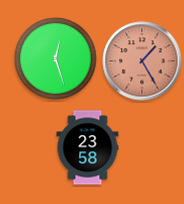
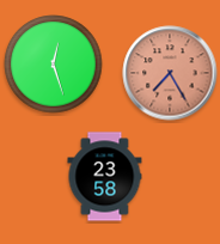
clock at (56, 59) position: (56, 59) -> (54, 65)
clock at (142, 61): 1:25 -> 7:25
